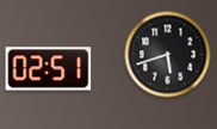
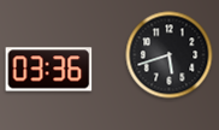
clock at (49, 69): 02:51 -> 03:36
